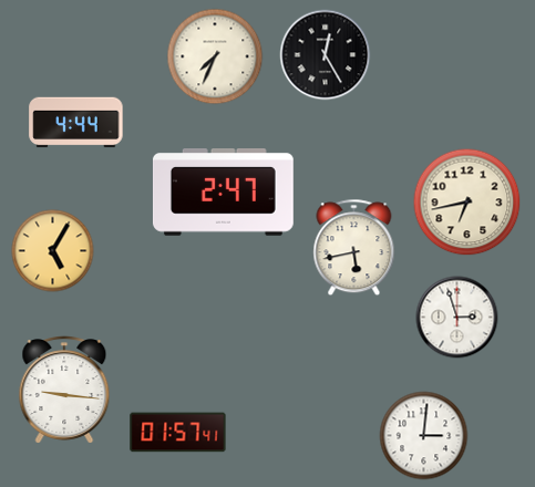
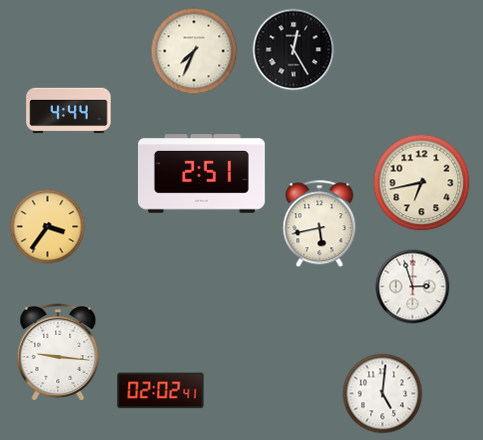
clock at (223, 193): 2:47 -> 2:51
clock at (53, 251): 5:05 -> 3:36
clock at (178, 433): 01:57 -> 02:02
clock at (424, 436): 3:01 -> 5:01
